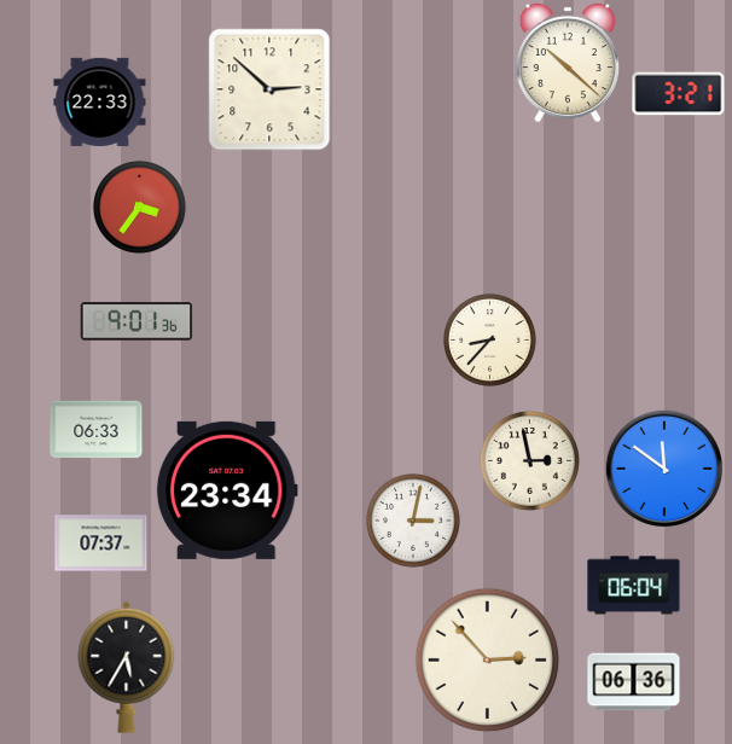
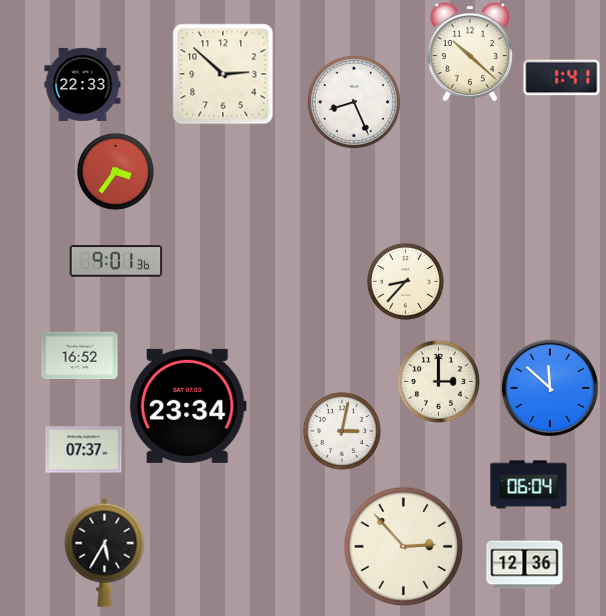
clock at (679, 94): 3:21 -> 1:41
clock at (354, 102): none -> 8:26
clock at (136, 321) position: (136, 321) -> (116, 261)
clock at (97, 430): 06:33 -> 16:52
clock at (529, 460): 2:58 -> 3:00
clock at (664, 469): 11:51 -> 11:52
clock at (634, 586) position: (634, 586) -> (529, 485)
clock at (634, 682): 06:36 -> 12:36
